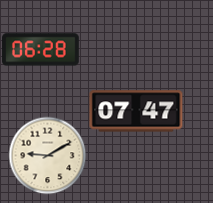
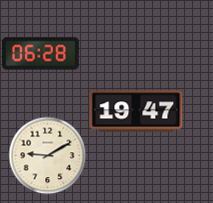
clock at (41, 50) position: (41, 50) -> (41, 54)
clock at (136, 111): 07:47 -> 19:47
